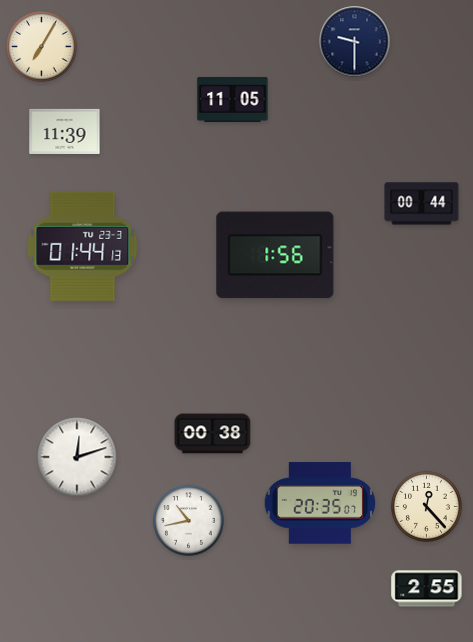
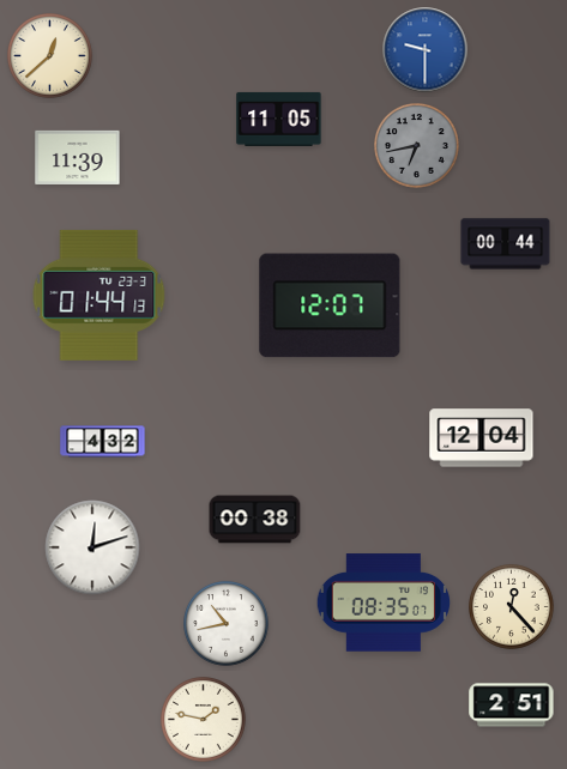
clock at (355, 42) dial: navy -> blue
clock at (42, 47): 7:05 -> 12:38
clock at (417, 146): none -> 6:43
clock at (275, 255): 1:56 -> 12:07
clock at (482, 438): none -> 12:04
clock at (103, 442): none -> 4:32
clock at (320, 503): 20:35 -> 08:35
clock at (427, 589): 2:55 -> 2:51
clock at (204, 720): none -> 1:47
